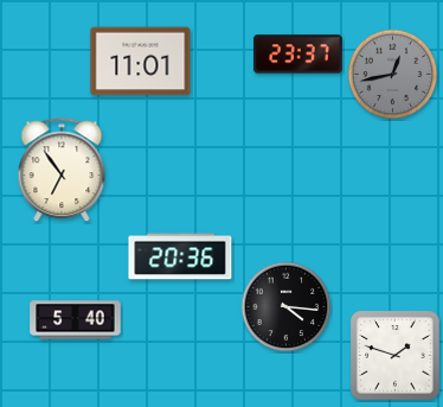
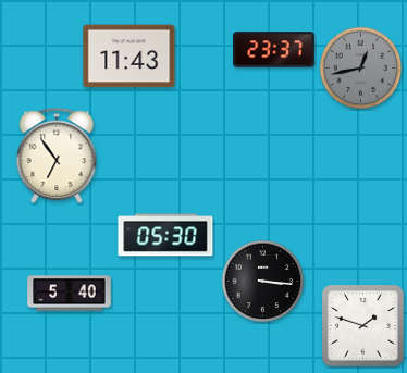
clock at (141, 62): 11:01 -> 11:43
clock at (180, 256): 20:36 -> 05:30
clock at (287, 307): 4:16 -> 3:16
